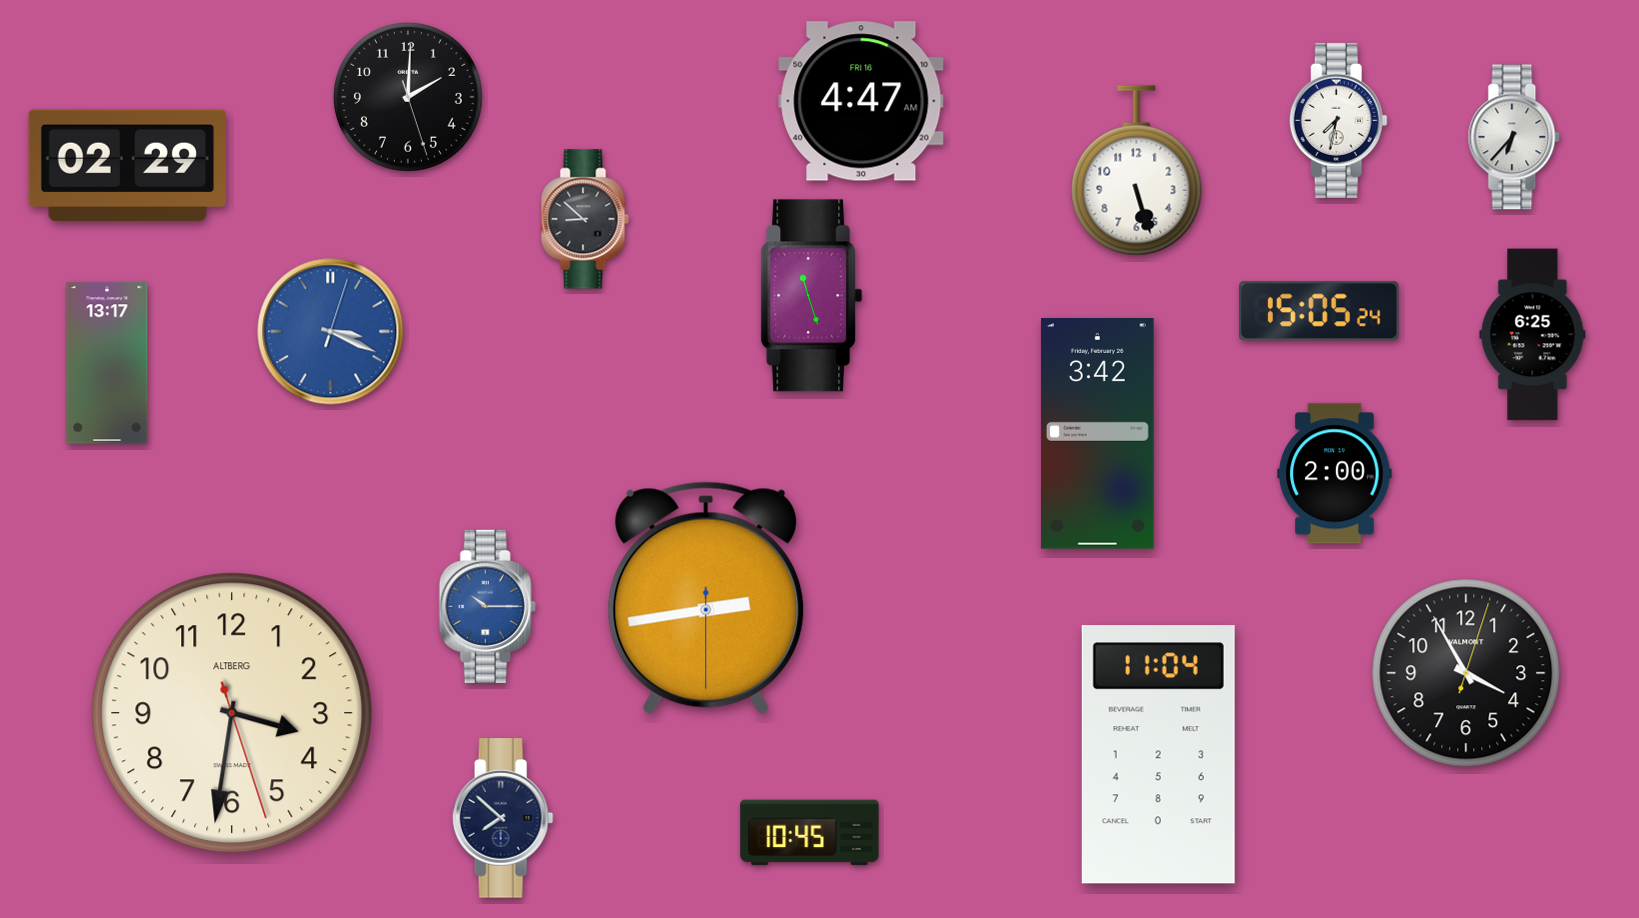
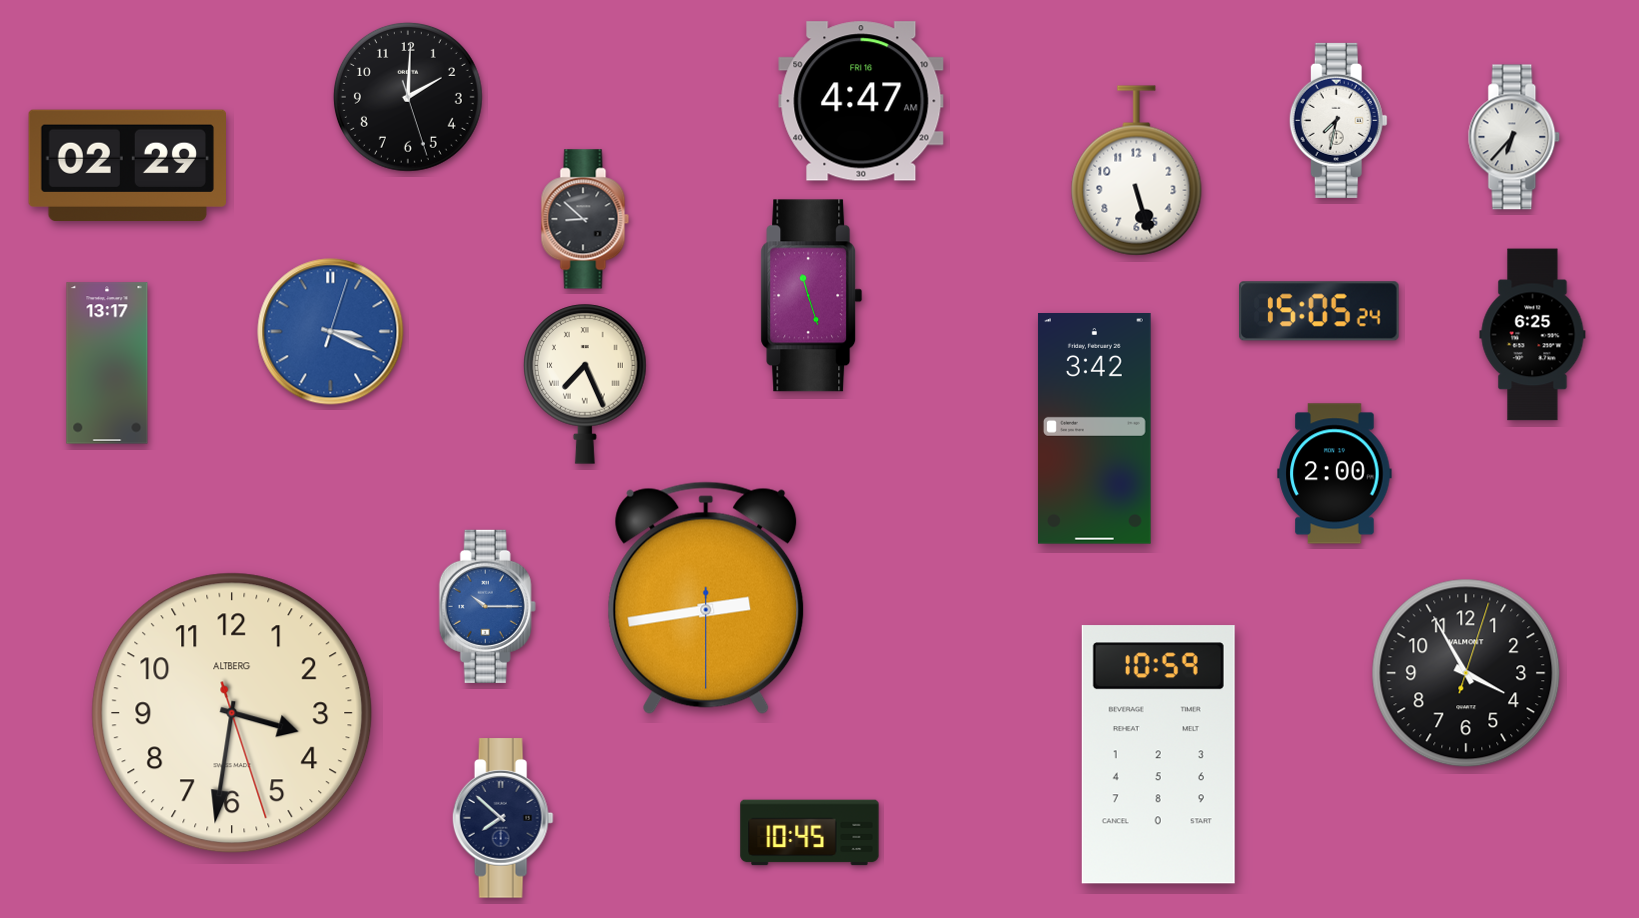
clock at (586, 384): none -> 7:26
clock at (1097, 434) position: (1097, 434) -> (1094, 429)
clock at (1158, 755): 11:04 -> 10:59
